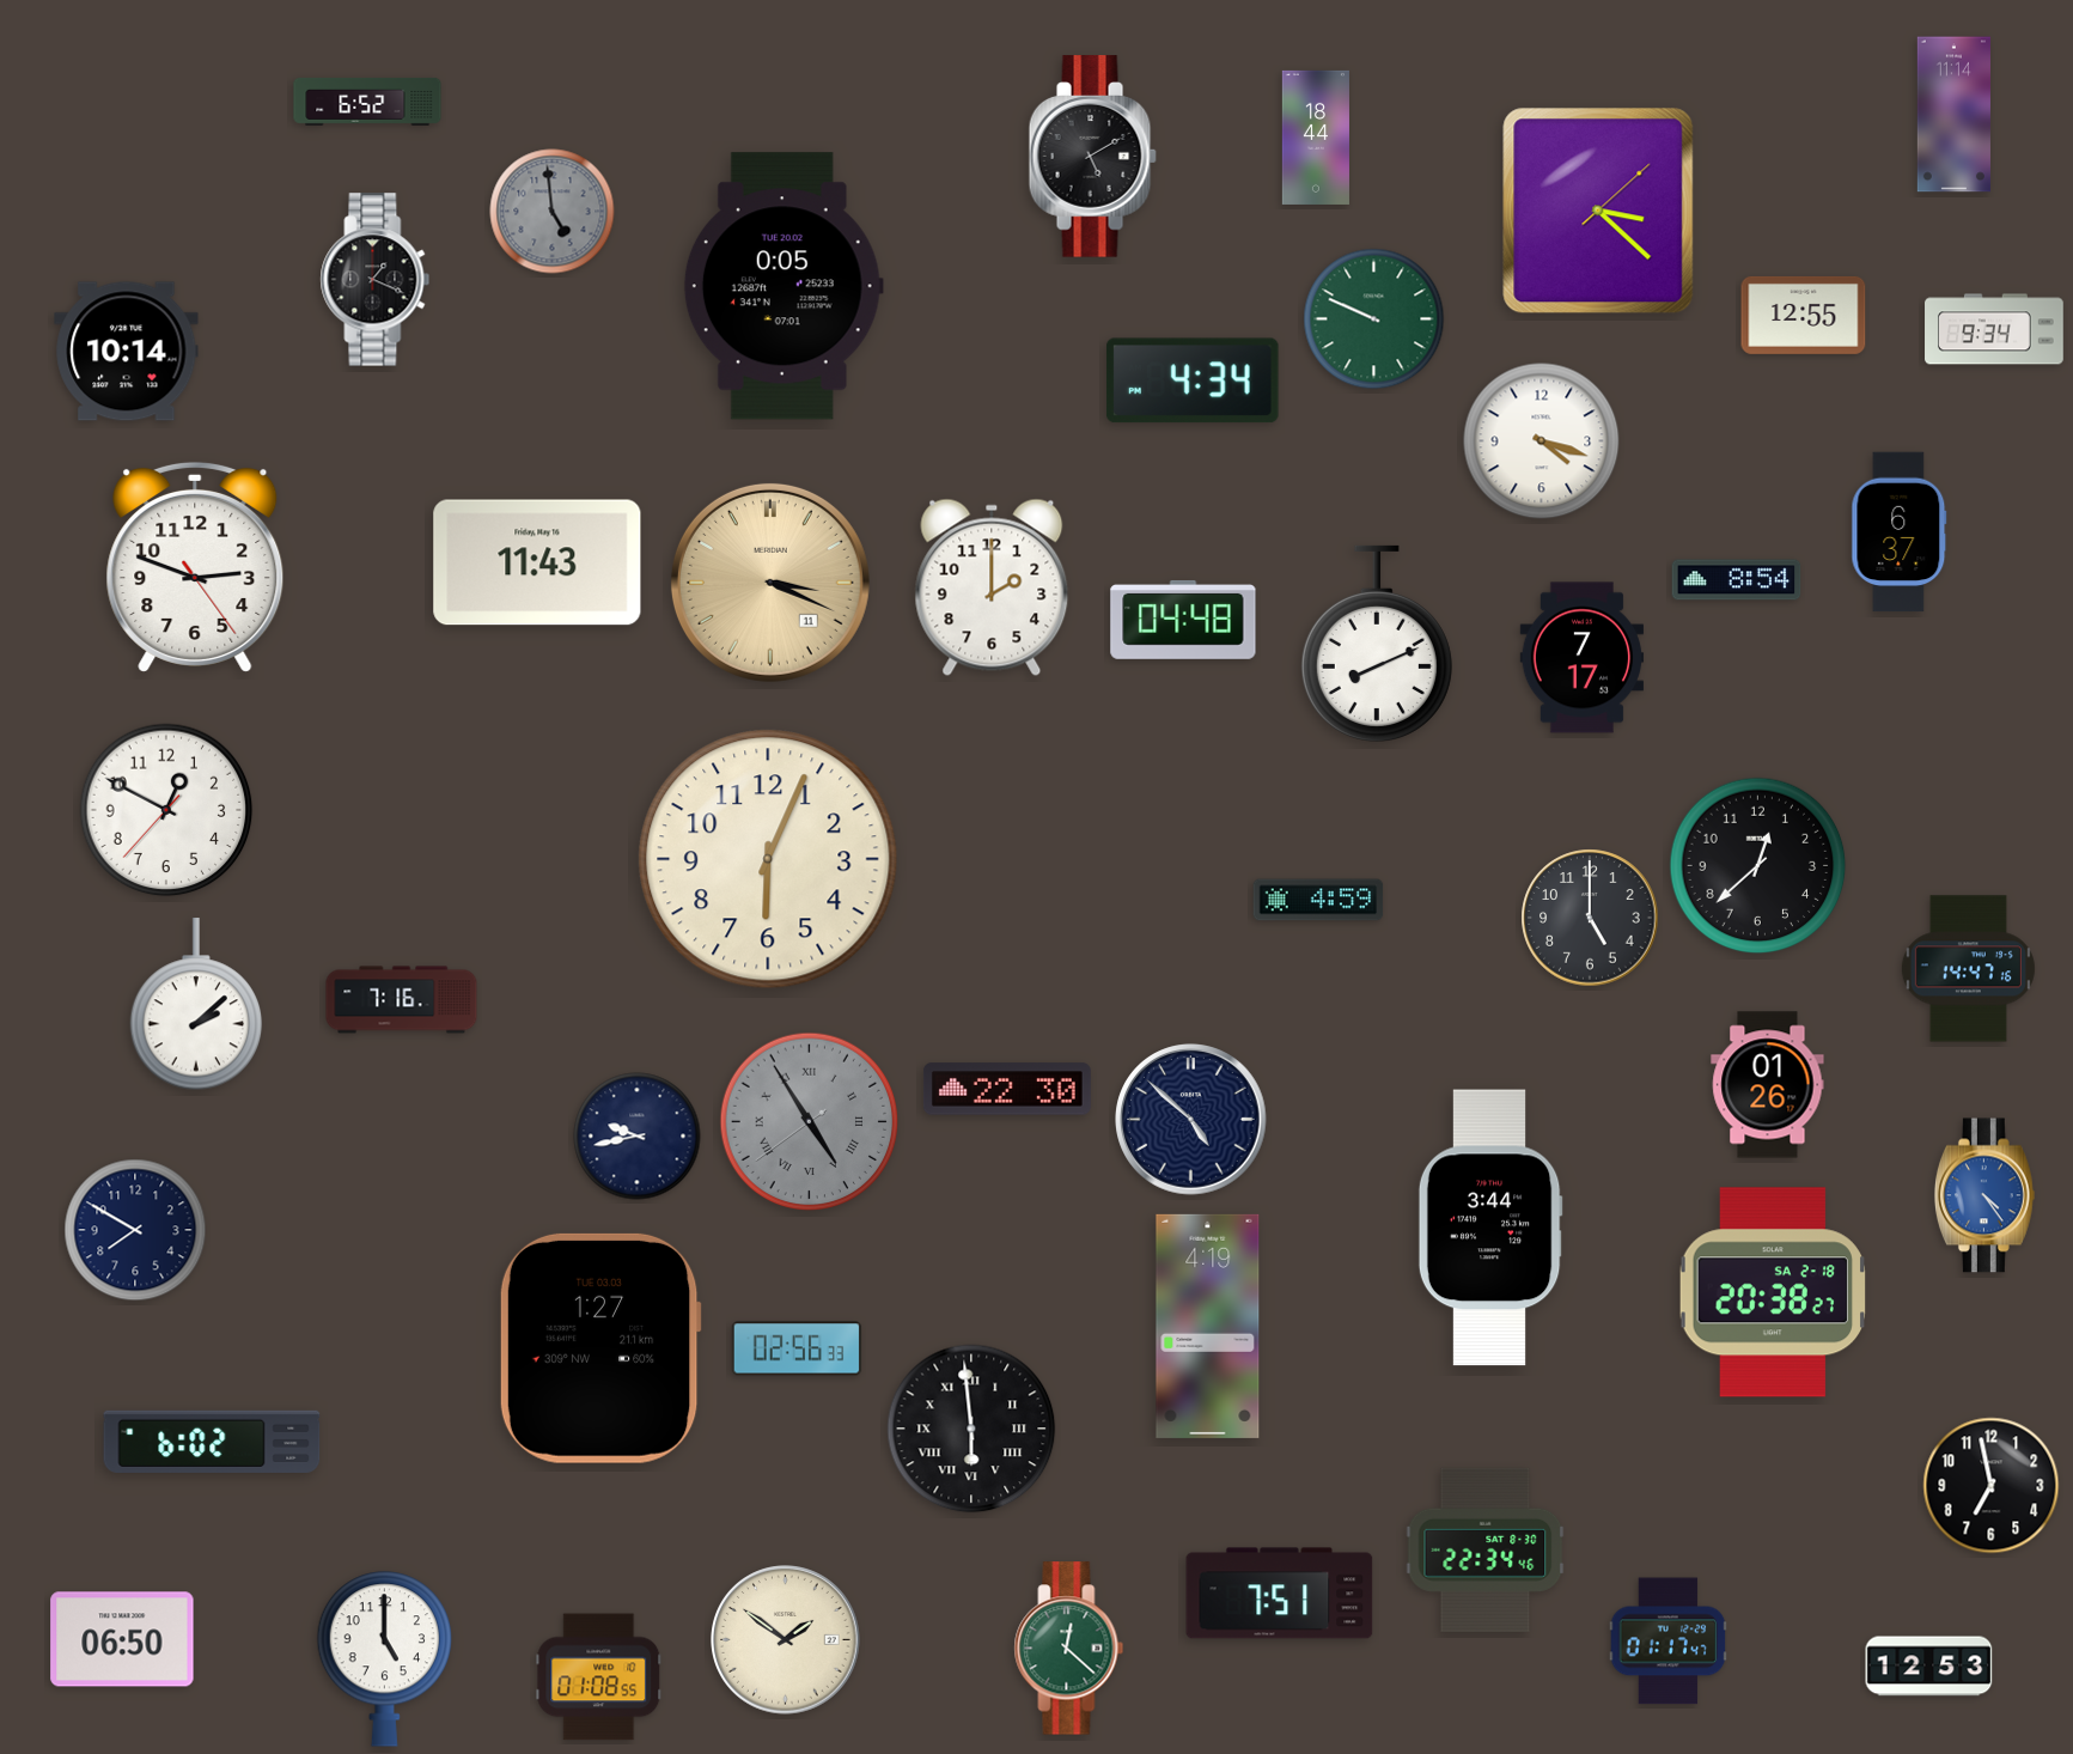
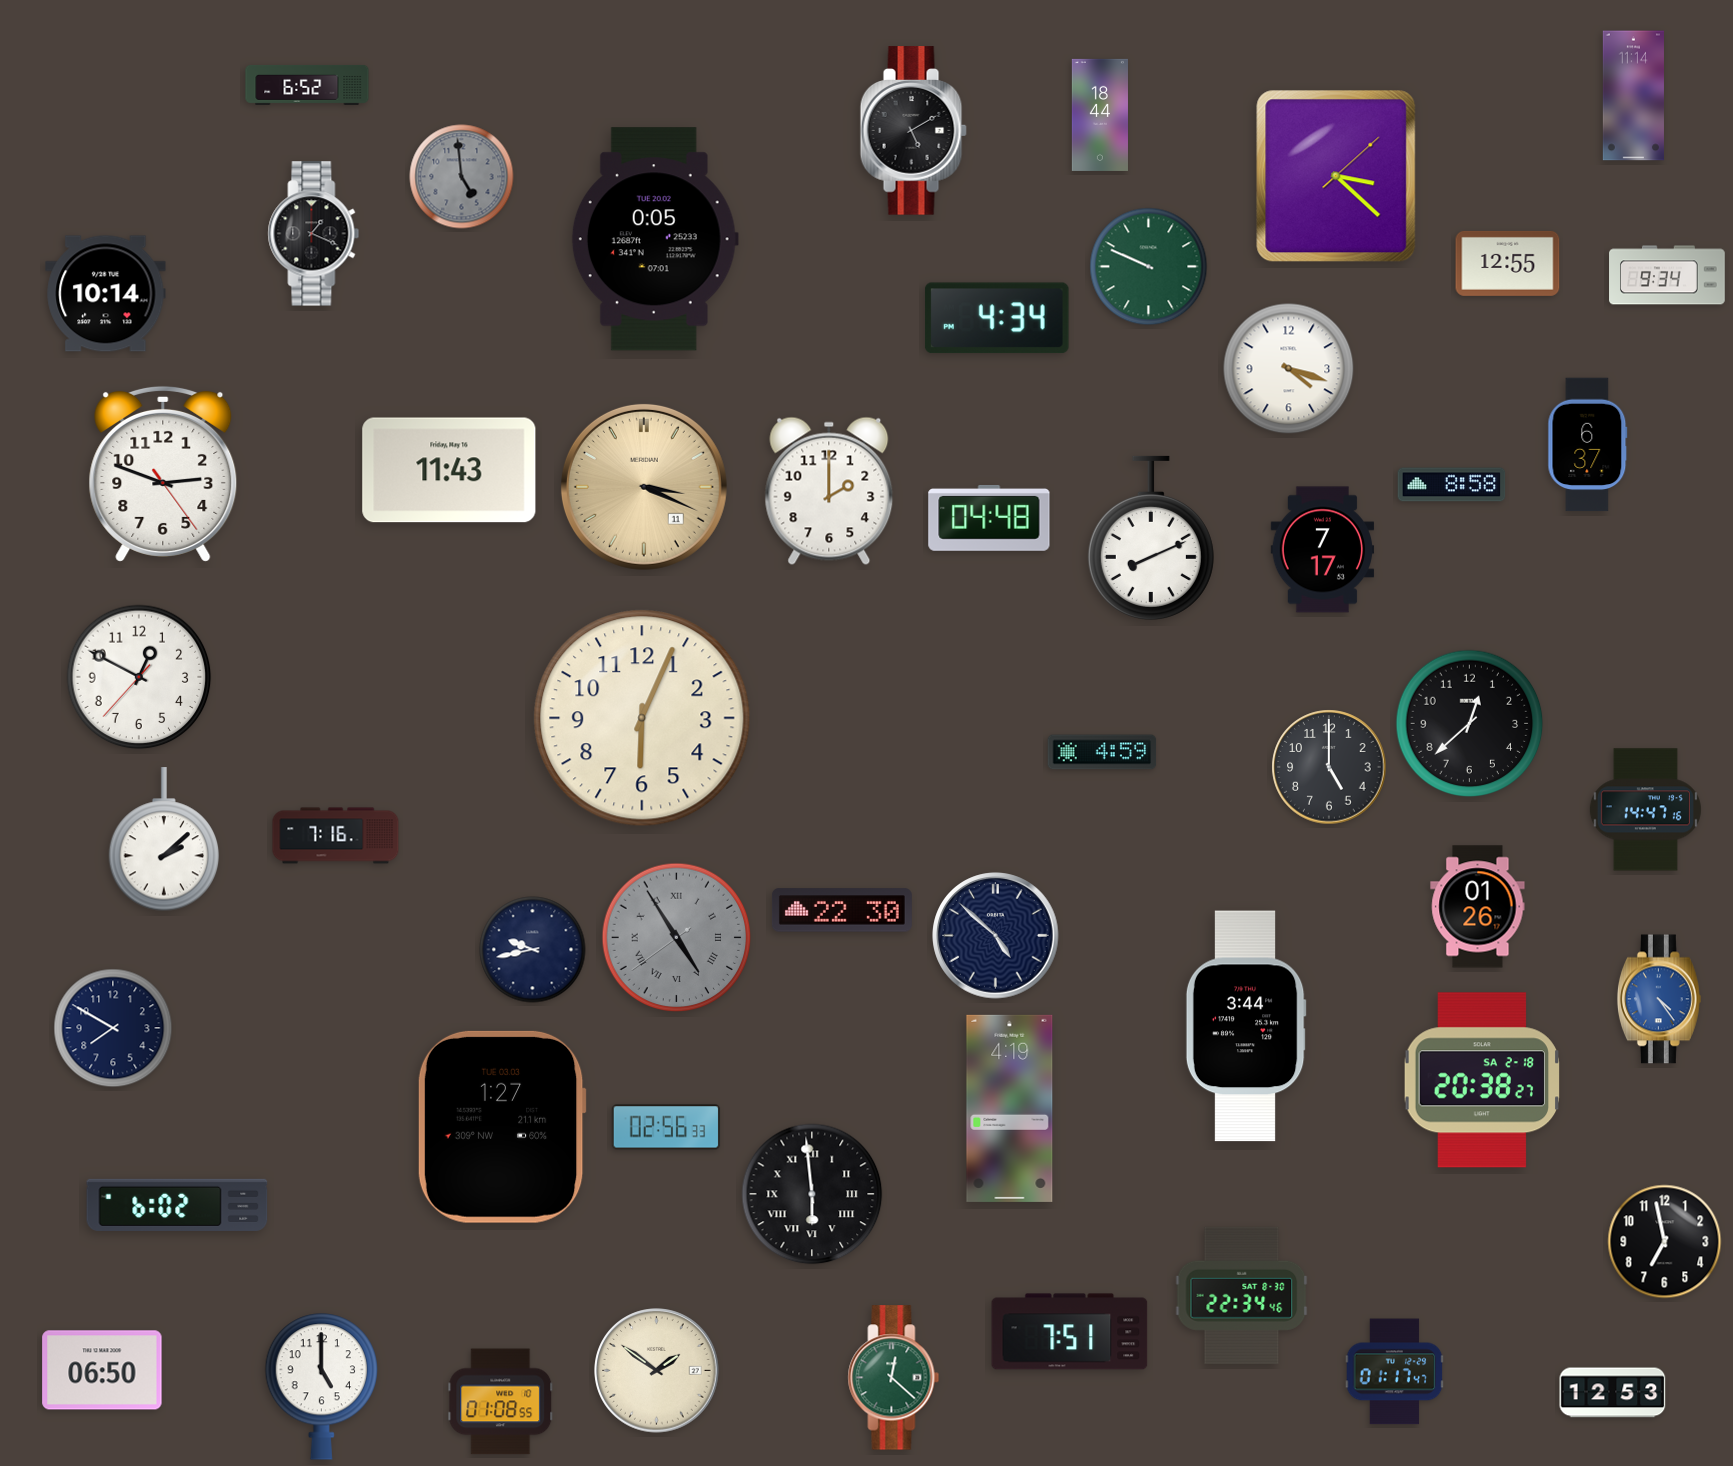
clock at (1737, 580): 8:54 -> 8:58
